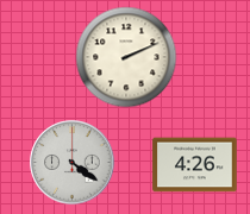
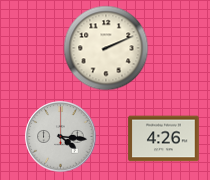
clock at (73, 163): 4:21 -> 4:16
